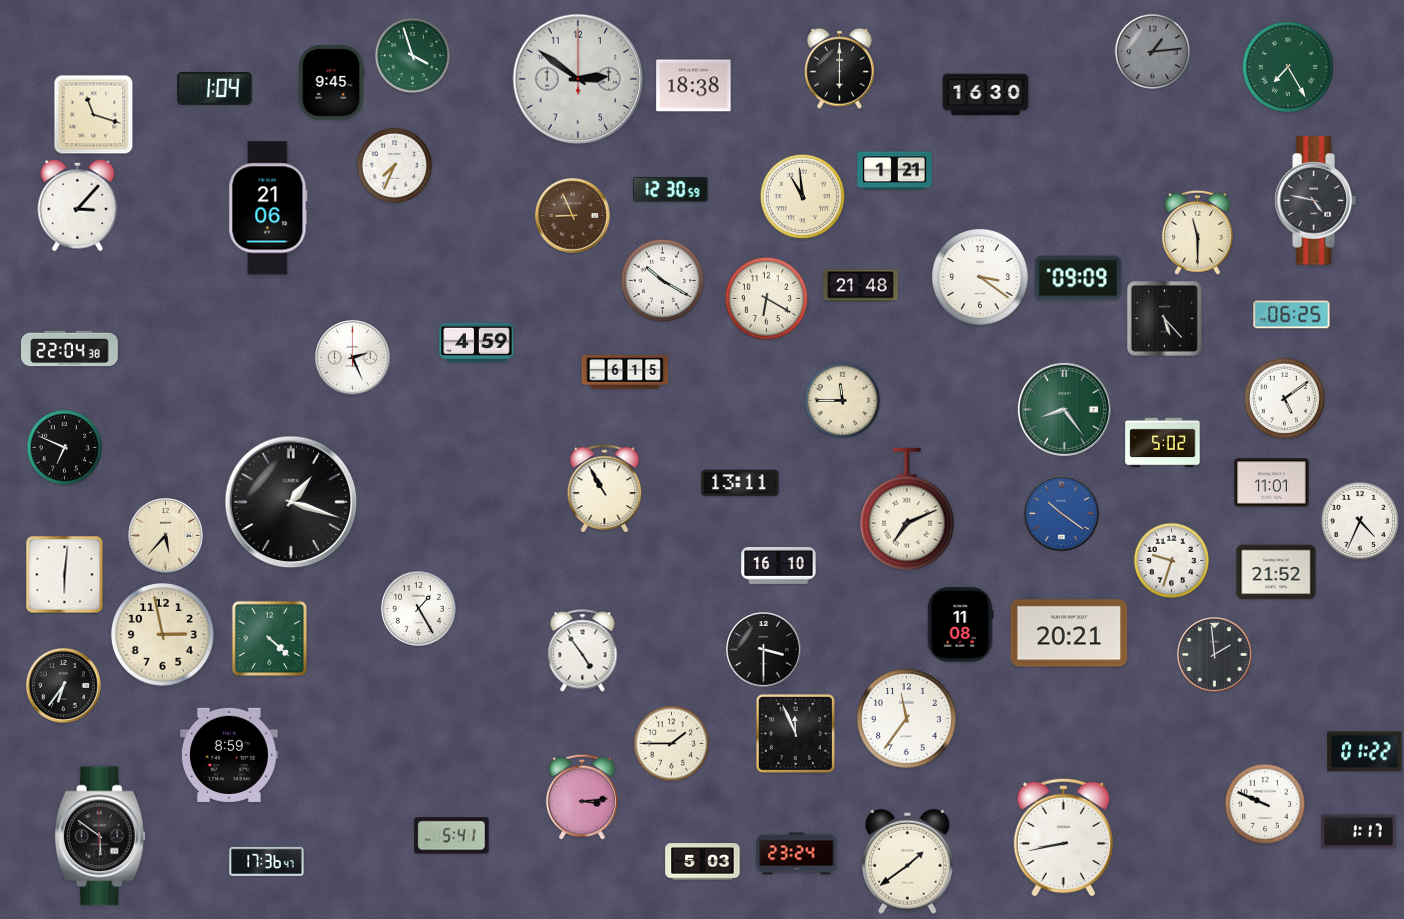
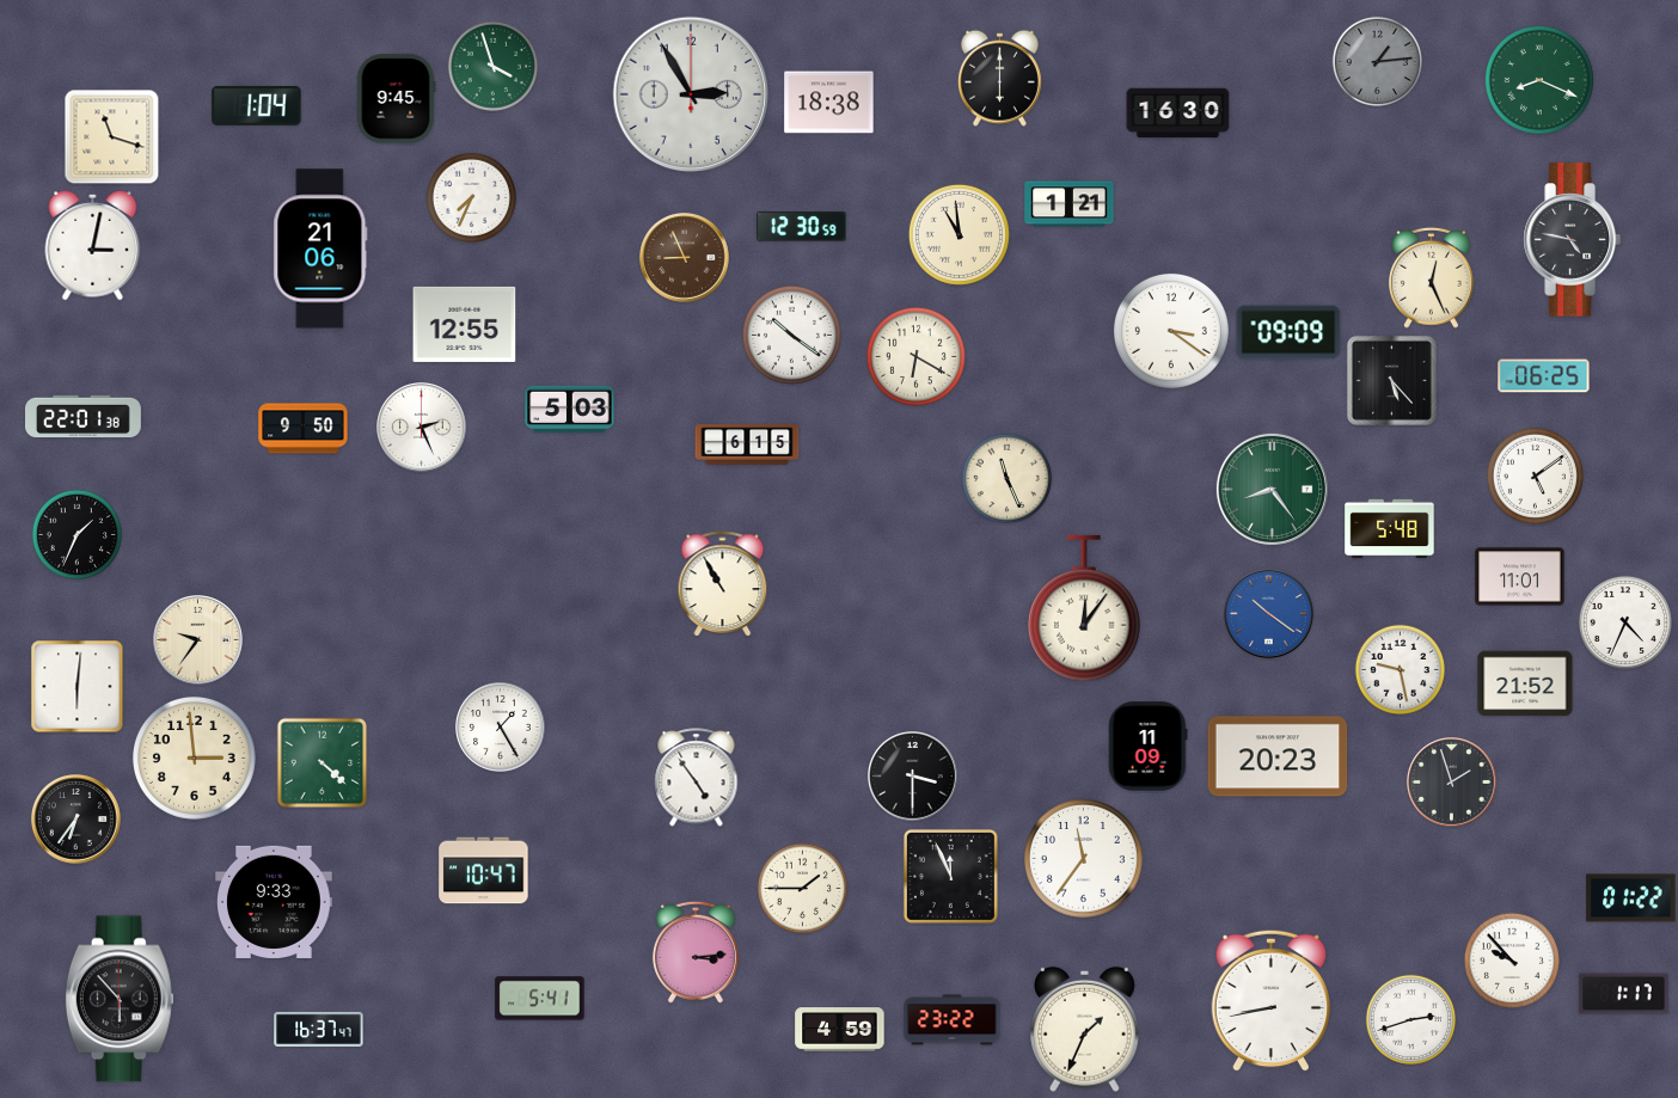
clock at (1288, 67): 7:25 -> 8:19
clock at (839, 68) position: (839, 68) -> (999, 78)
clock at (578, 79): 2:51 -> 2:55
clock at (78, 205): 3:07 -> 3:02
clock at (1197, 232): 11:30 -> 12:26
clock at (465, 324): none -> 12:55
clock at (662, 280): 10:20 -> 10:21
clock at (861, 286): 21:48 -> none
clock at (477, 342): 4:59 -> 5:03
clock at (70, 349): 22:04 -> 22:01
clock at (304, 429): none -> 9:50
clock at (842, 400): 11:45 -> 11:26
clock at (1163, 443): 5:02 -> 5:48
clock at (64, 447): 6:49 -> 1:34
clock at (740, 483): 13:11 -> none
clock at (291, 502): 1:18 -> none
clock at (907, 509): 7:11 -> 12:06
clock at (166, 536): 5:37 -> 9:36
clock at (1171, 560): 9:33 -> 9:28
clock at (779, 566): 16:10 -> none
clock at (960, 625): 11:08 -> 11:09
clock at (1069, 633): 20:21 -> 20:23
clock at (162, 634): 2:58 -> 2:59
clock at (1215, 655): 1:59 -> 1:57
clock at (484, 871): none -> 10:47
clock at (230, 755): 8:59 -> 9:33
clock at (1265, 804): 9:49 -> 9:53
clock at (100, 836): 5:51 -> 5:53
clock at (1410, 1019): none -> 2:42
clock at (797, 854): 23:24 -> 23:22
clock at (267, 861): 17:36 -> 16:37
clock at (908, 861): 1:39 -> 1:34
clock at (703, 862): 5:03 -> 4:59
